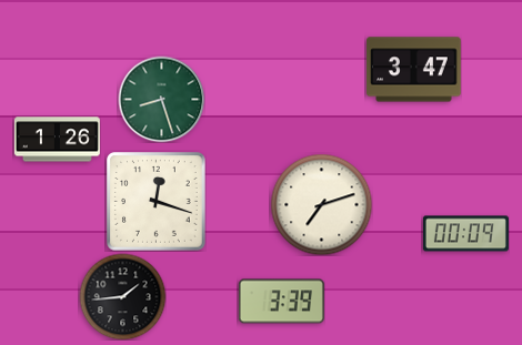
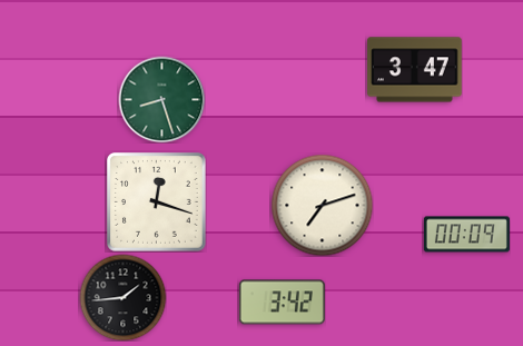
clock at (57, 140): 1:26 -> none
clock at (281, 302): 3:39 -> 3:42
